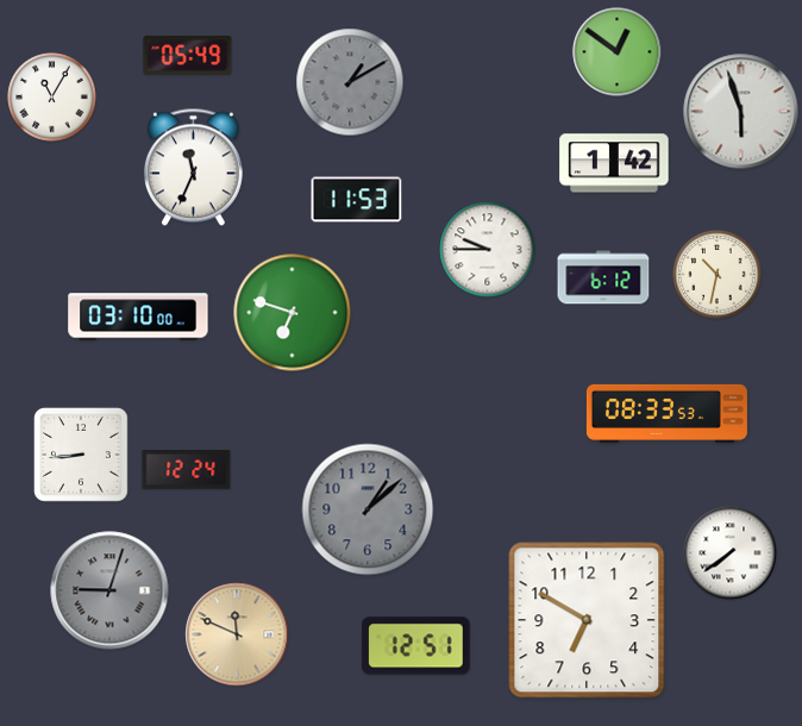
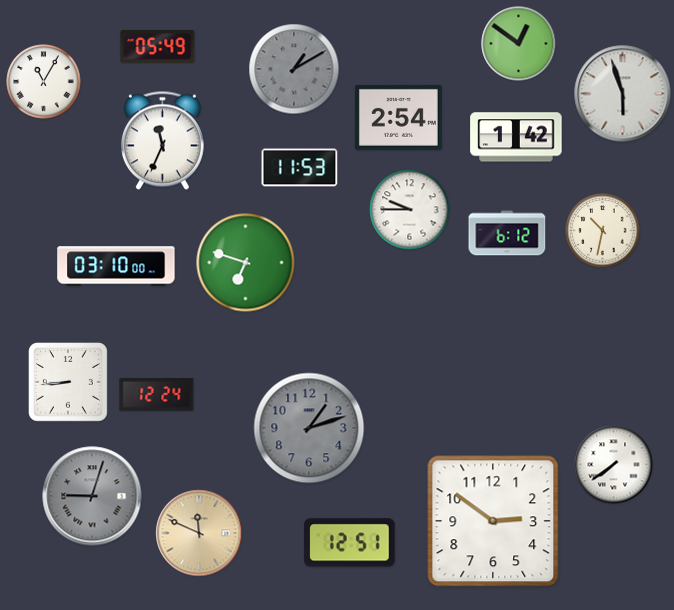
clock at (398, 117): none -> 2:54
clock at (666, 413): 08:33 -> none
clock at (368, 509): 1:08 -> 1:12
clock at (587, 620): 6:50 -> 2:51
